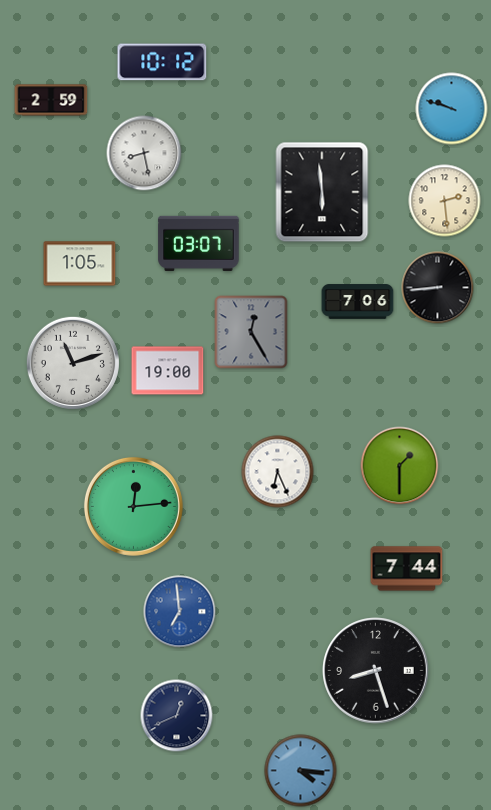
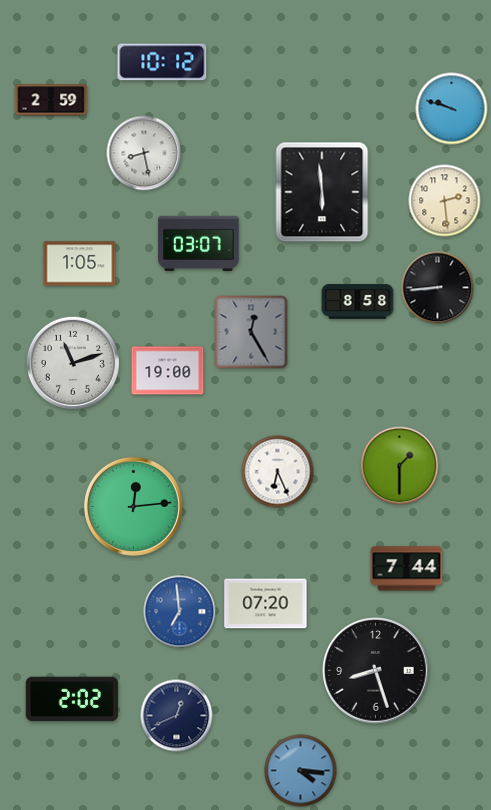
clock at (358, 302): 7:06 -> 8:58
clock at (266, 604): none -> 07:20
clock at (72, 699): none -> 2:02
